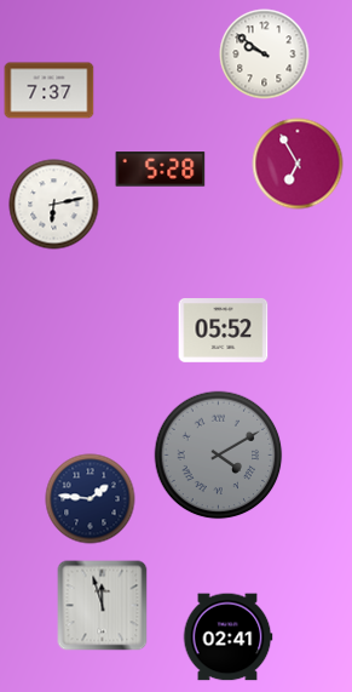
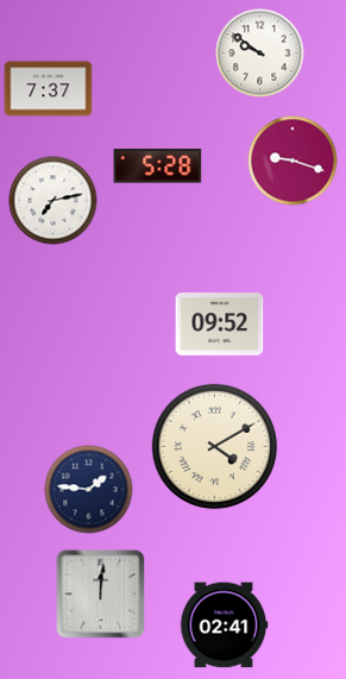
clock at (298, 164): 6:55 -> 9:18
clock at (54, 205): 6:13 -> 7:13
clock at (224, 331): 05:52 -> 09:52
clock at (219, 456) dial: grey -> cream
clock at (103, 606): 11:57 -> 12:01
